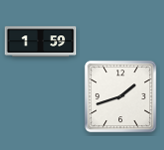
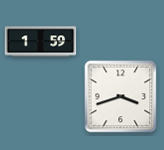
clock at (121, 97): 1:42 -> 3:42
